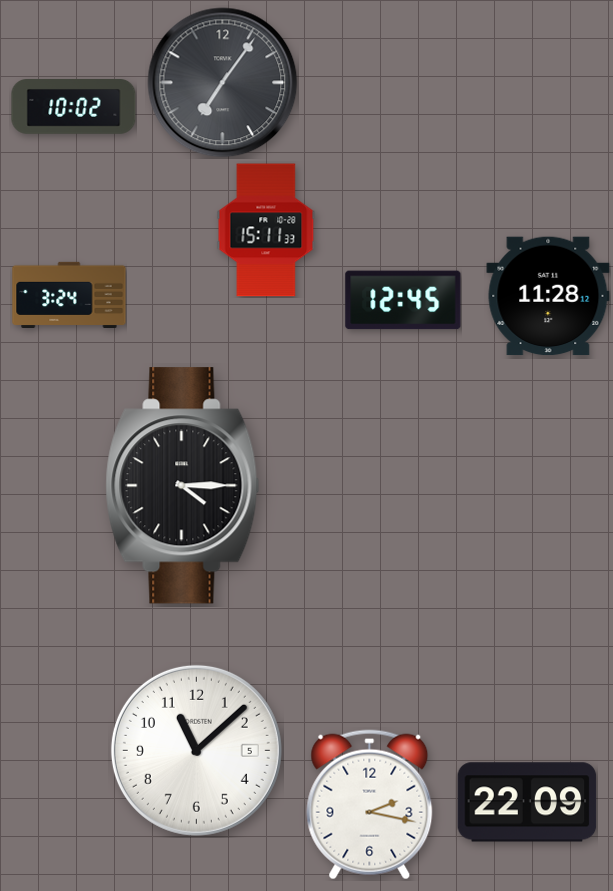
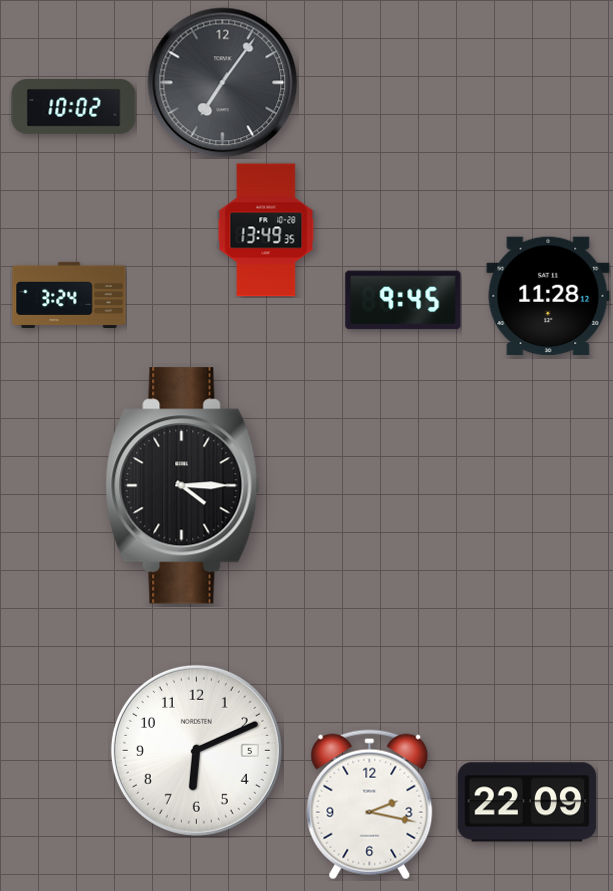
clock at (266, 230): 15:11 -> 13:49
clock at (403, 300): 12:45 -> 9:45
clock at (196, 750): 11:08 -> 6:11
